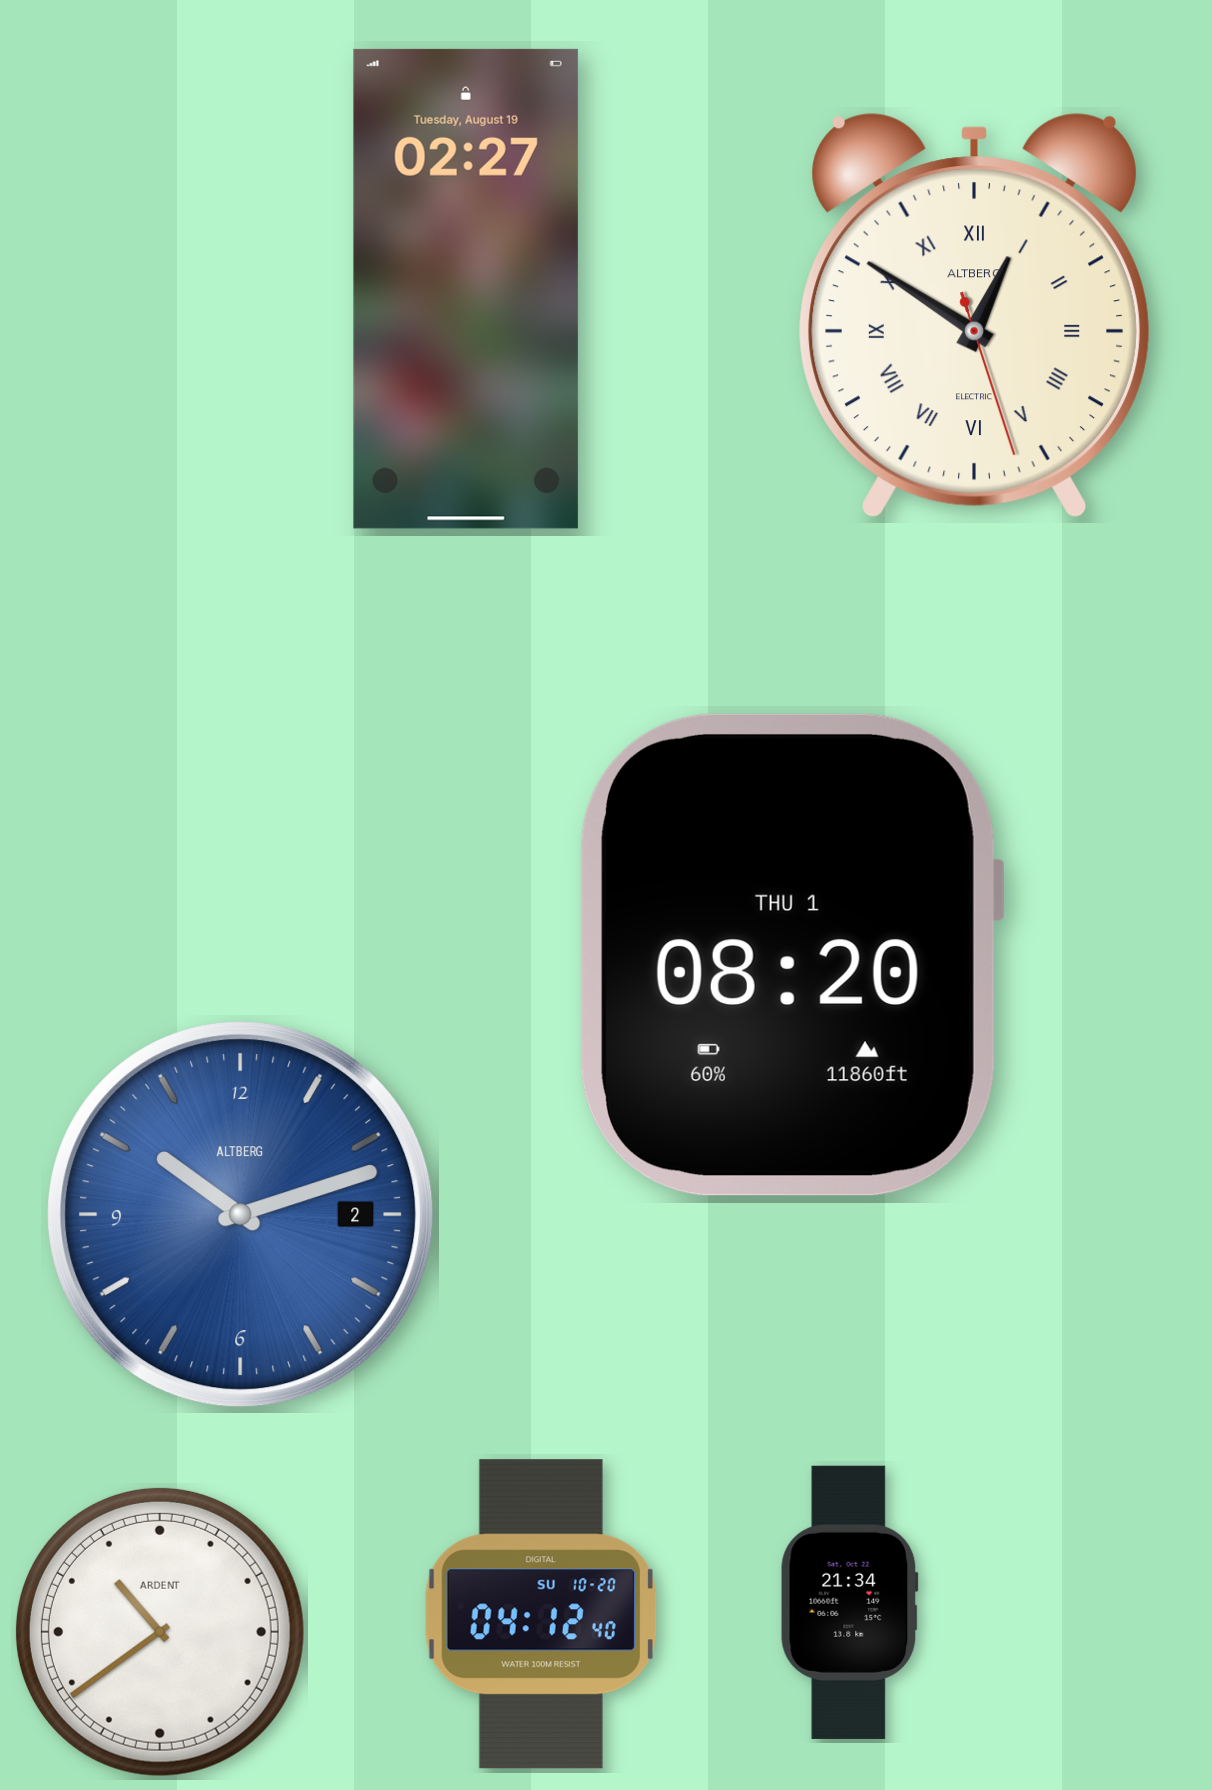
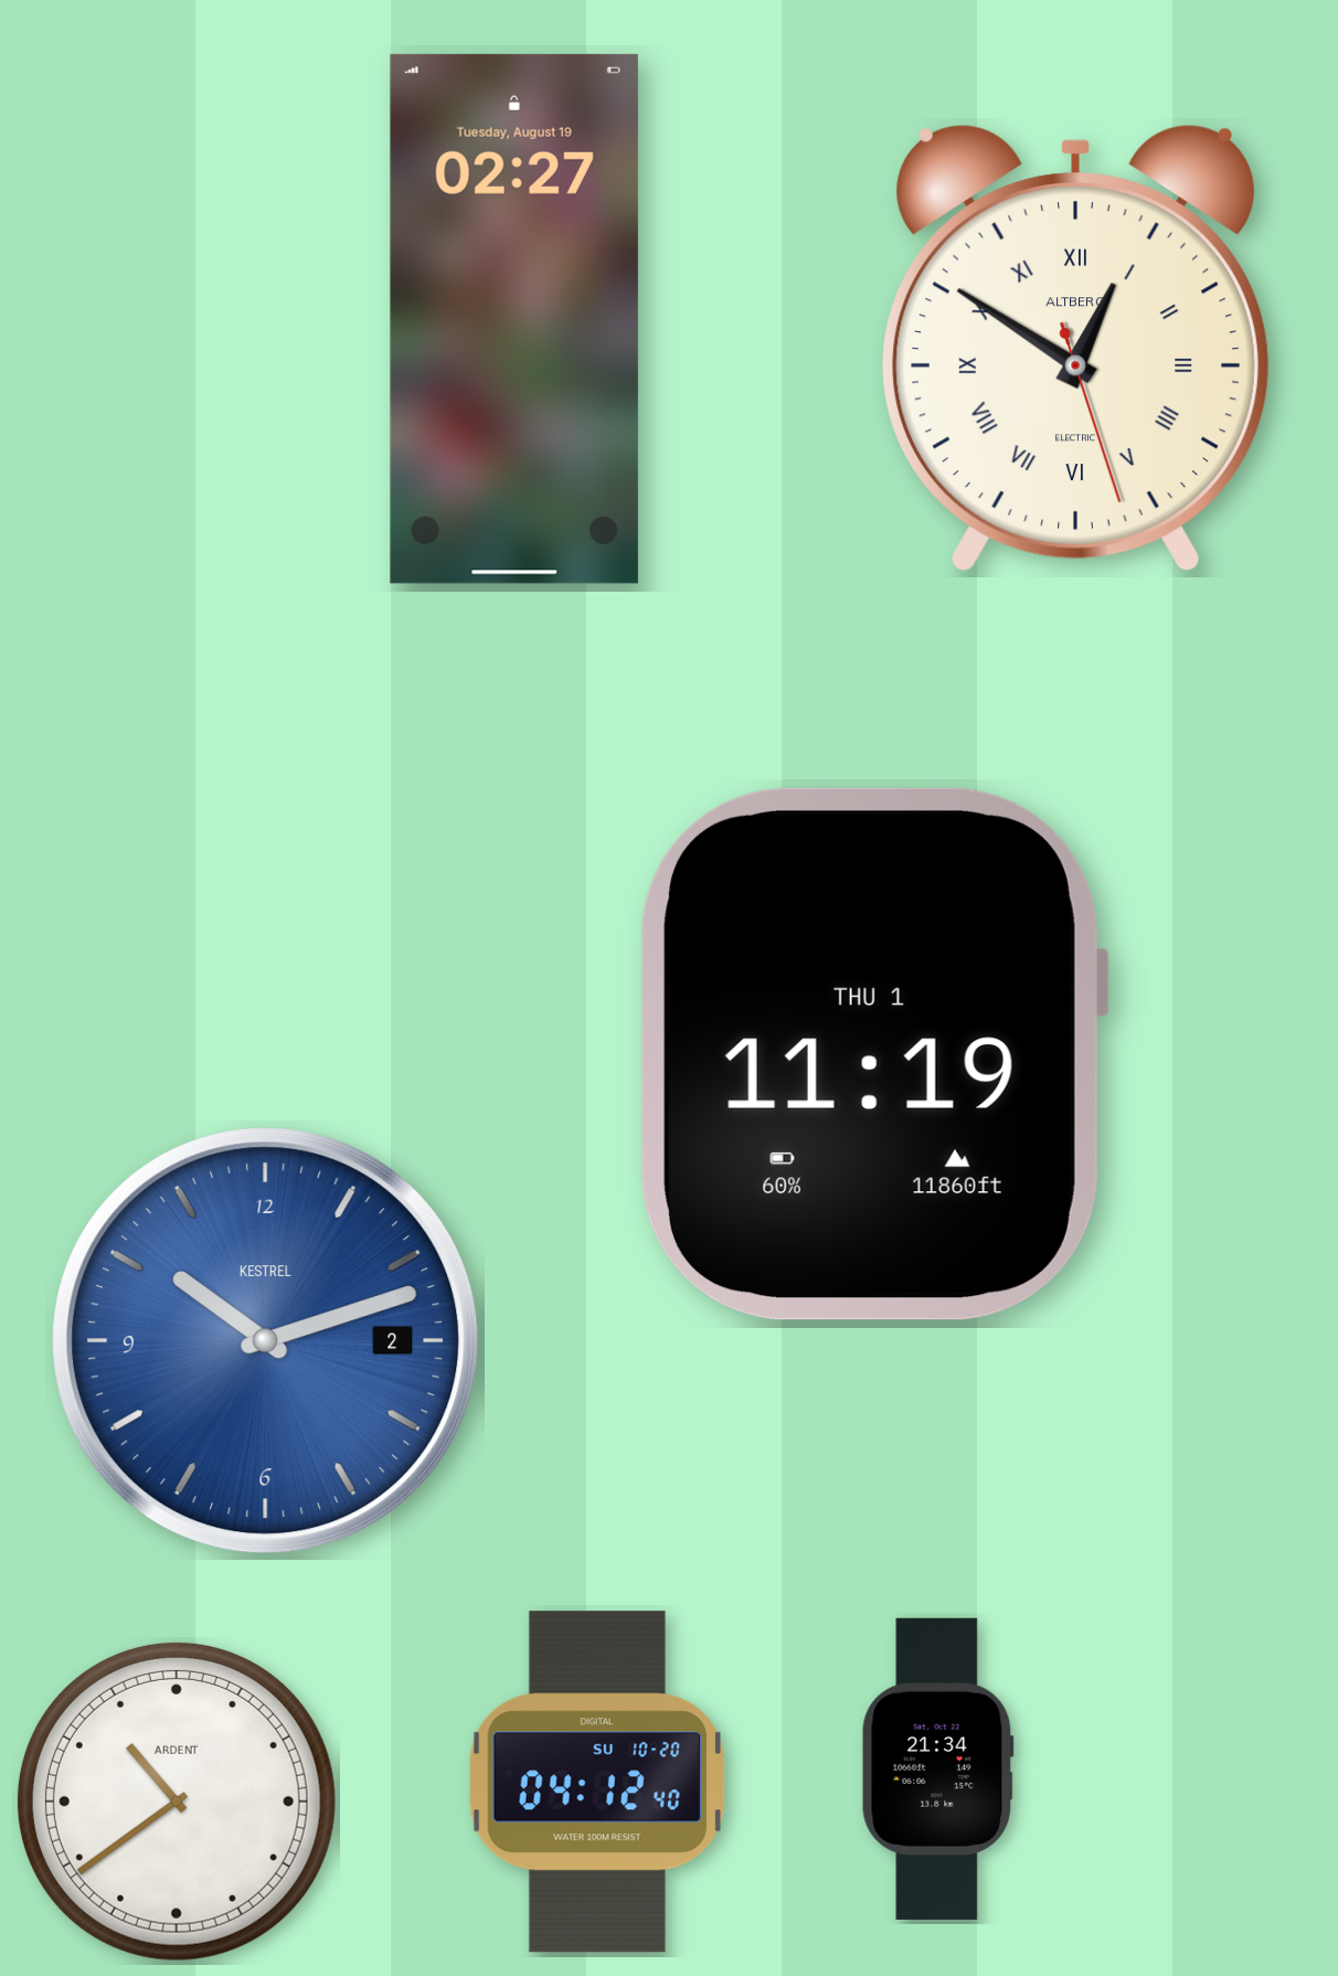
clock at (791, 955): 08:20 -> 11:19
clock at (240, 1214) brand: ALTBERG -> KESTREL
